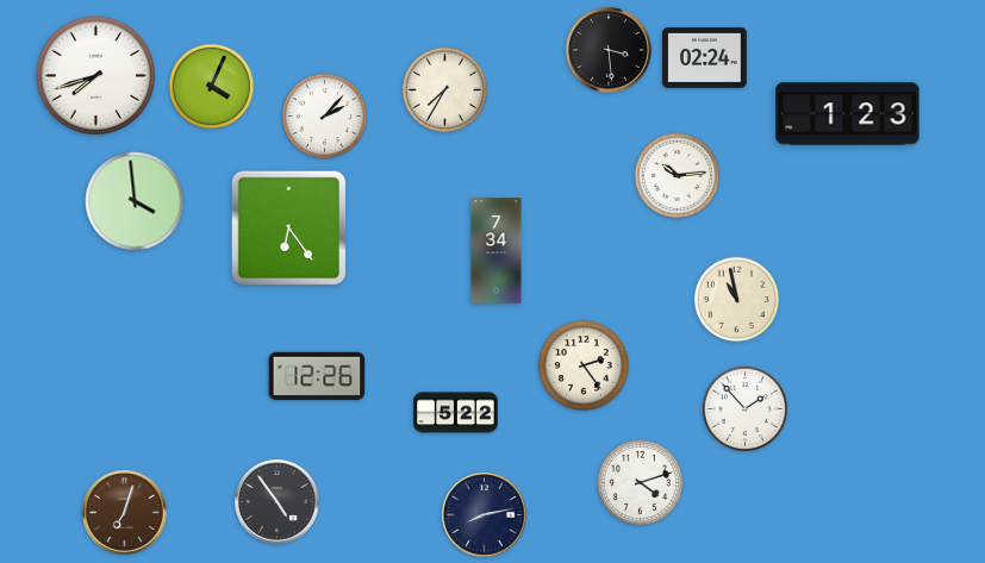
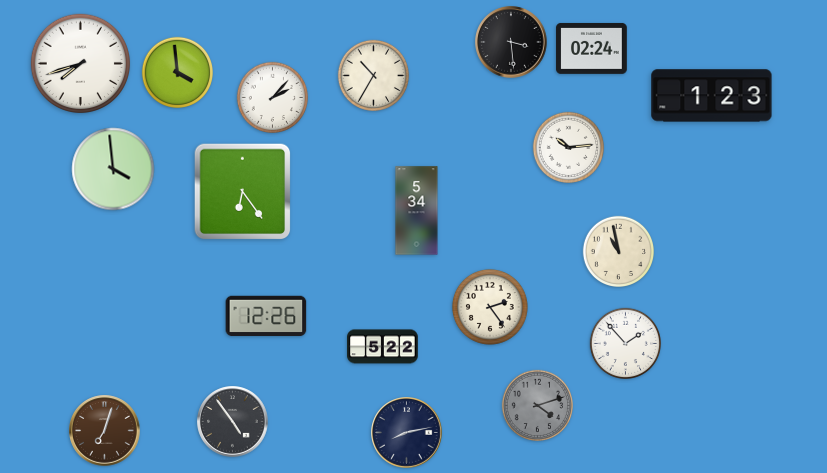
clock at (212, 87): 4:04 -> 3:59
clock at (445, 90): 7:35 -> 10:35
clock at (497, 251): 7:34 -> 5:34
clock at (641, 483) dial: white -> grey
